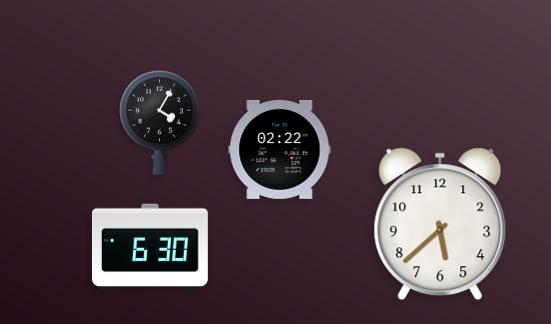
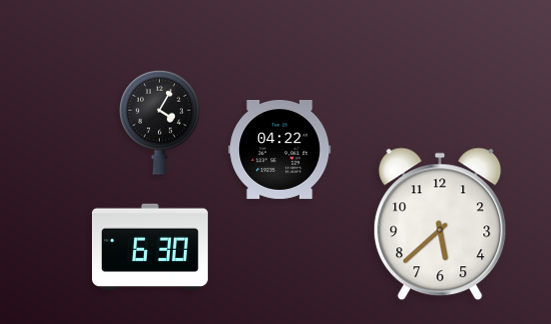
clock at (280, 149): 02:22 -> 04:22
